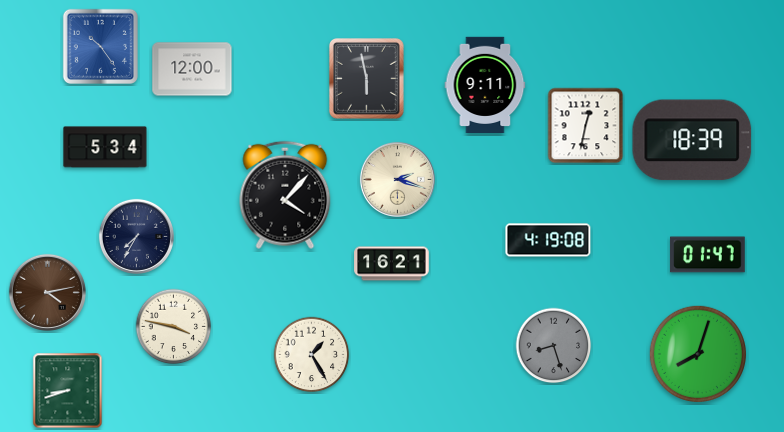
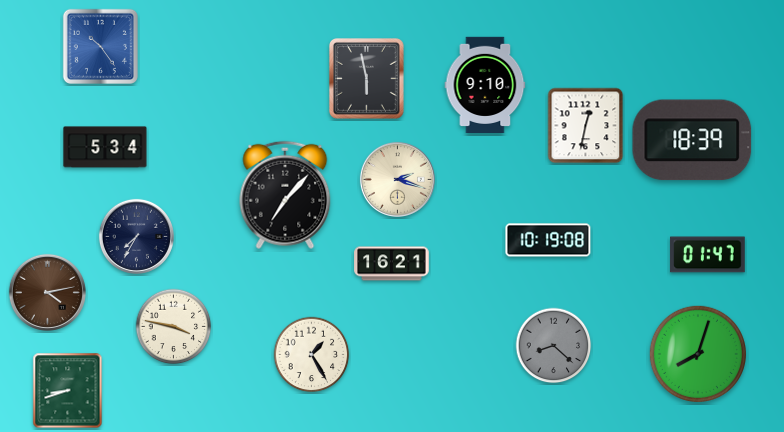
clock at (192, 69): 12:00 -> none
clock at (485, 84): 9:11 -> 9:10
clock at (285, 195): 4:07 -> 7:07
clock at (548, 240): 4:19 -> 10:19
clock at (554, 346): 8:27 -> 8:22
